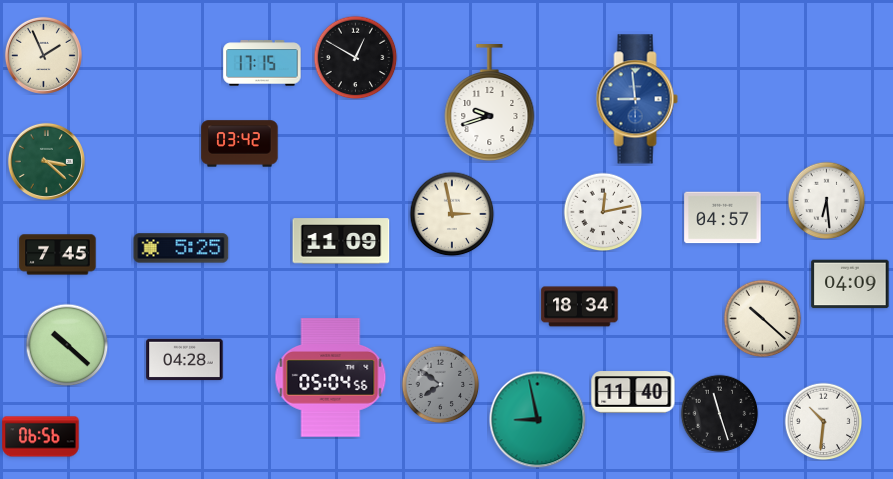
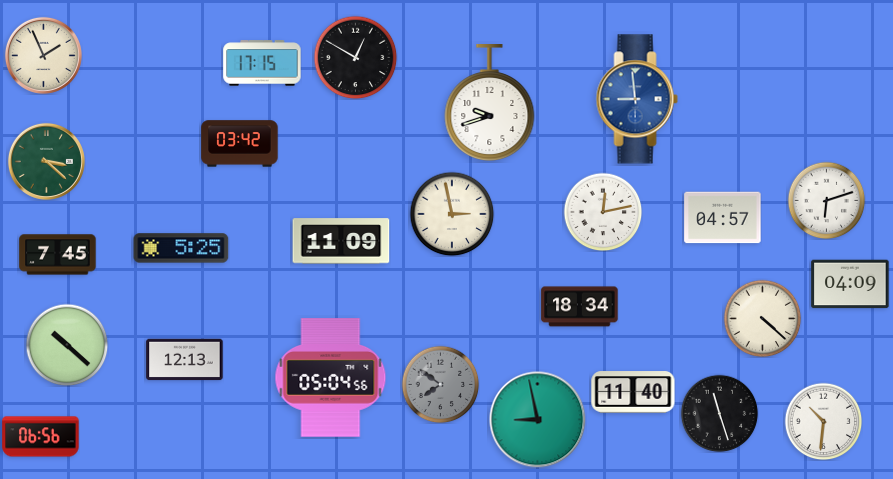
clock at (826, 200): 6:29 -> 6:12
clock at (762, 318): 10:22 -> 4:22
clock at (185, 360): 04:28 -> 12:13
